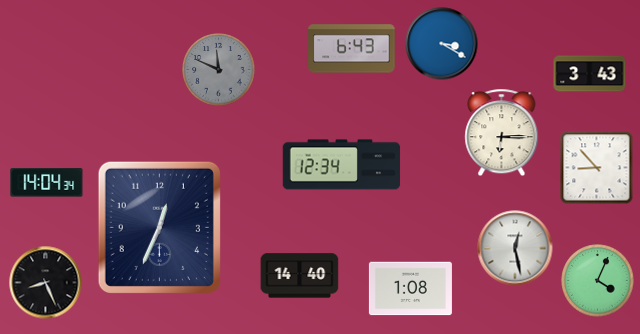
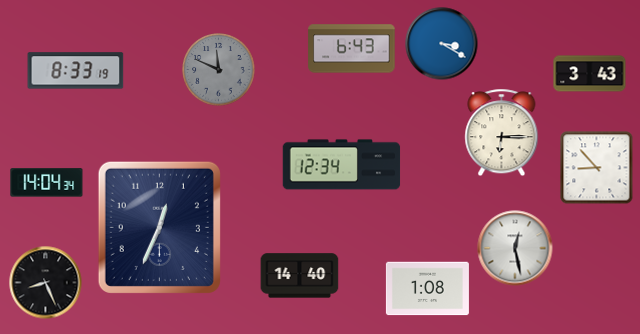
clock at (76, 71): none -> 8:33
clock at (598, 281): 4:04 -> none
clock at (410, 289) position: (410, 289) -> (427, 289)
